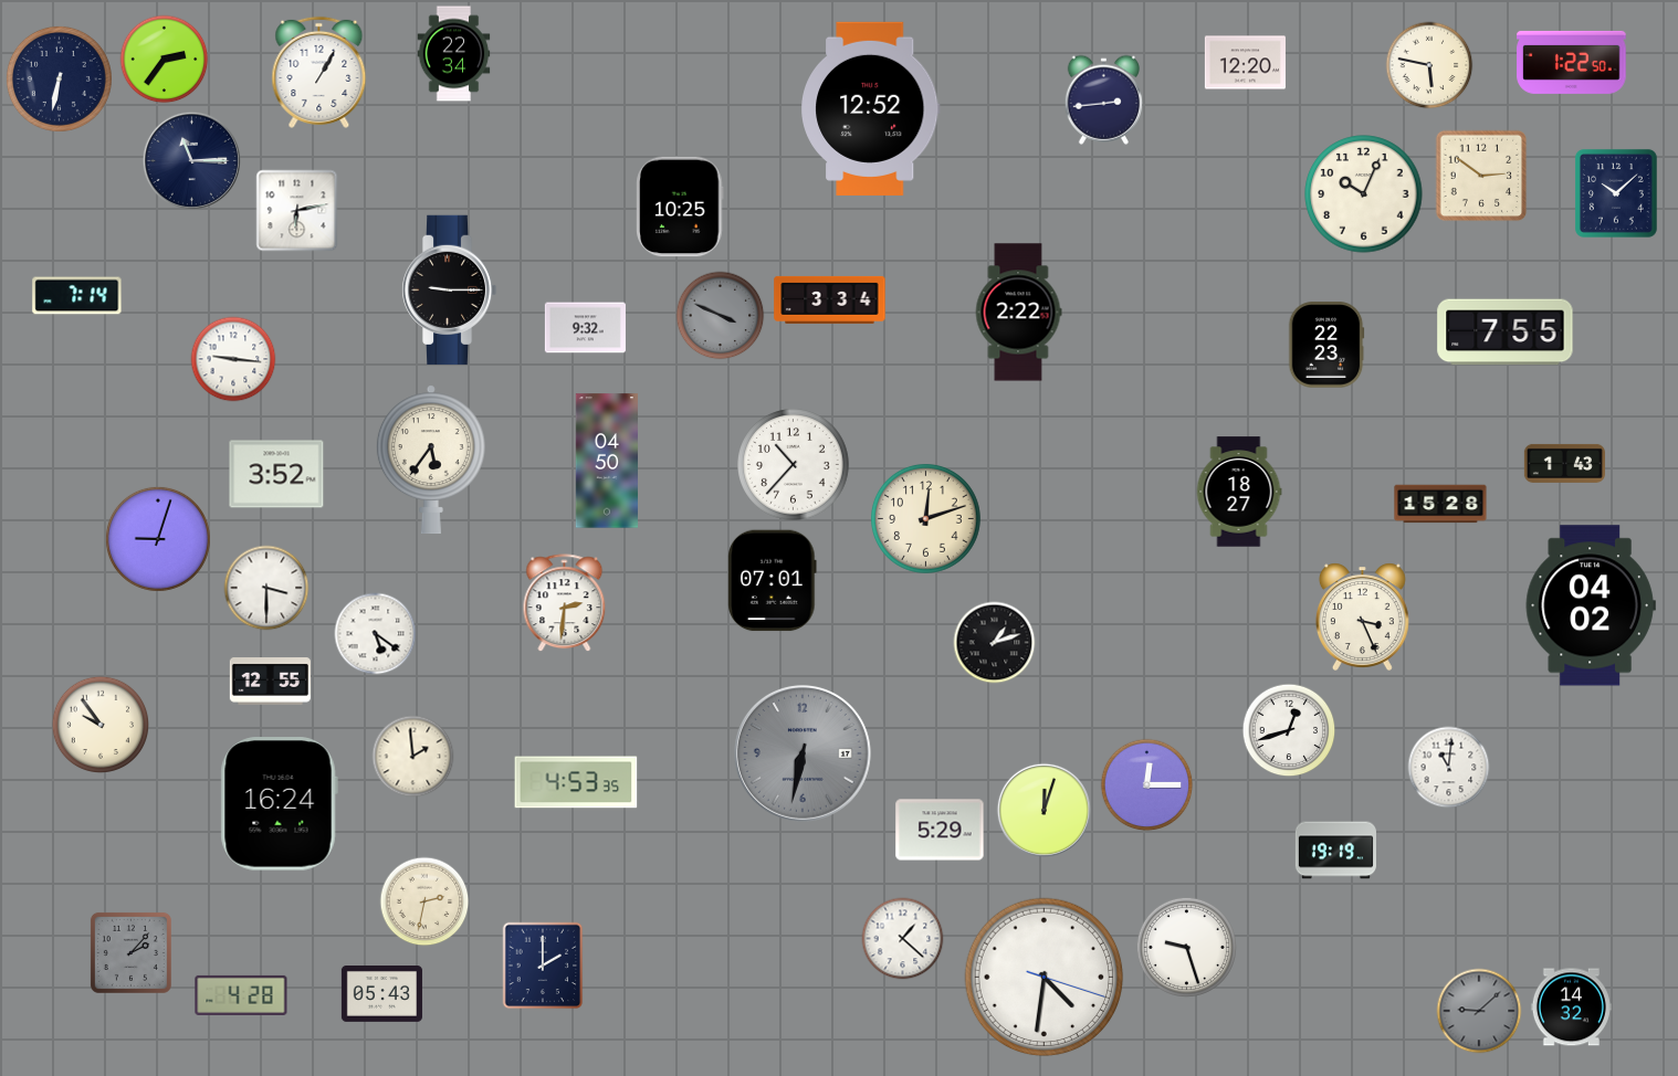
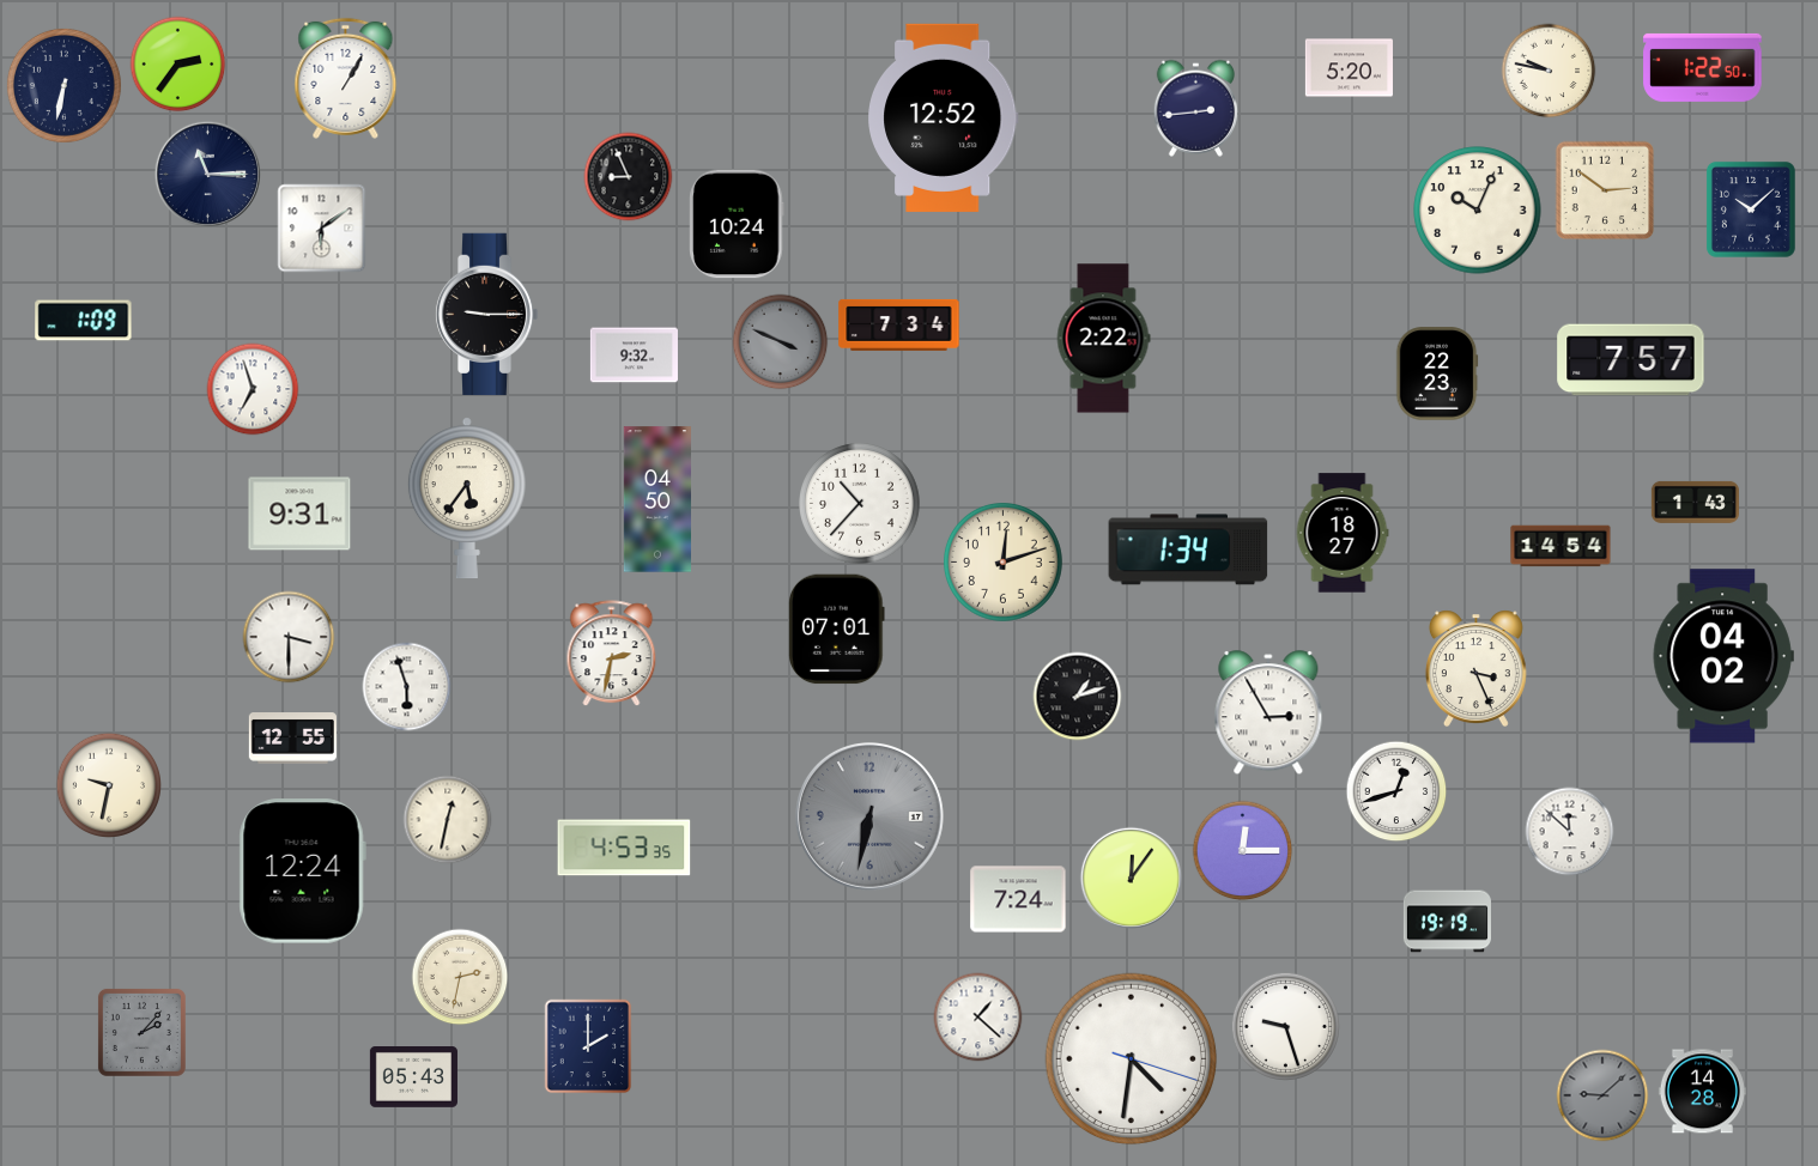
clock at (454, 54): 22:34 -> none
clock at (1245, 63): 12:20 -> 5:20
clock at (1429, 65): 5:47 -> 9:47
clock at (629, 177): none -> 8:56
clock at (680, 207): 10:25 -> 10:24
clock at (297, 211): 6:13 -> 6:09
clock at (77, 296): 7:14 -> 1:09
clock at (830, 299): 3:34 -> 7:34
clock at (1506, 333): 7:55 -> 7:57
clock at (233, 359): 9:16 -> 6:57
clock at (276, 474): 3:52 -> 9:31
clock at (1440, 504): 15:28 -> 14:54
clock at (1188, 549): none -> 1:34
clock at (158, 539): 9:03 -> none
clock at (565, 603): 2:31 -> 2:32
clock at (376, 634): 5:21 -> 5:57
clock at (1268, 713): none -> 2:55
clock at (99, 724): 9:54 -> 9:32
clock at (413, 757): 1:59 -> 12:32
clock at (1449, 768): 11:01 -> 11:52
clock at (279, 804): 16:24 -> 12:24
clock at (1043, 810): 12:03 -> 12:06
clock at (940, 830): 5:29 -> 7:24
clock at (241, 995): 4:28 -> none
clock at (1571, 1008): 14:32 -> 14:28
